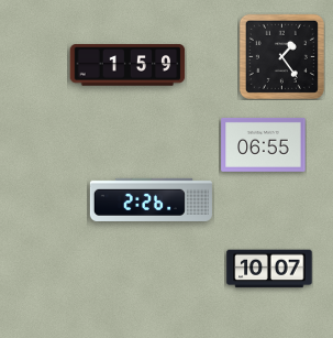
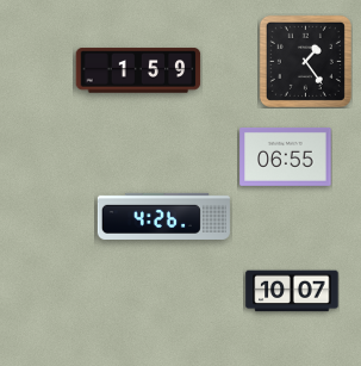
clock at (151, 199): 2:26 -> 4:26
